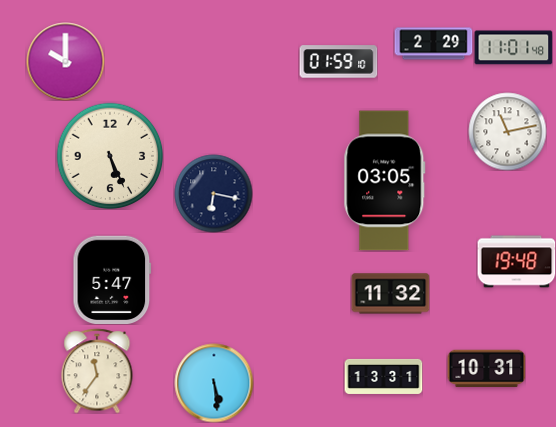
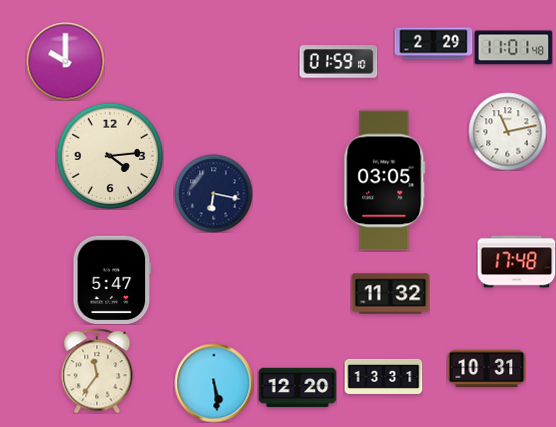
clock at (110, 156): 5:26 -> 4:14
clock at (516, 262): 19:48 -> 17:48
clock at (297, 388): none -> 12:20
